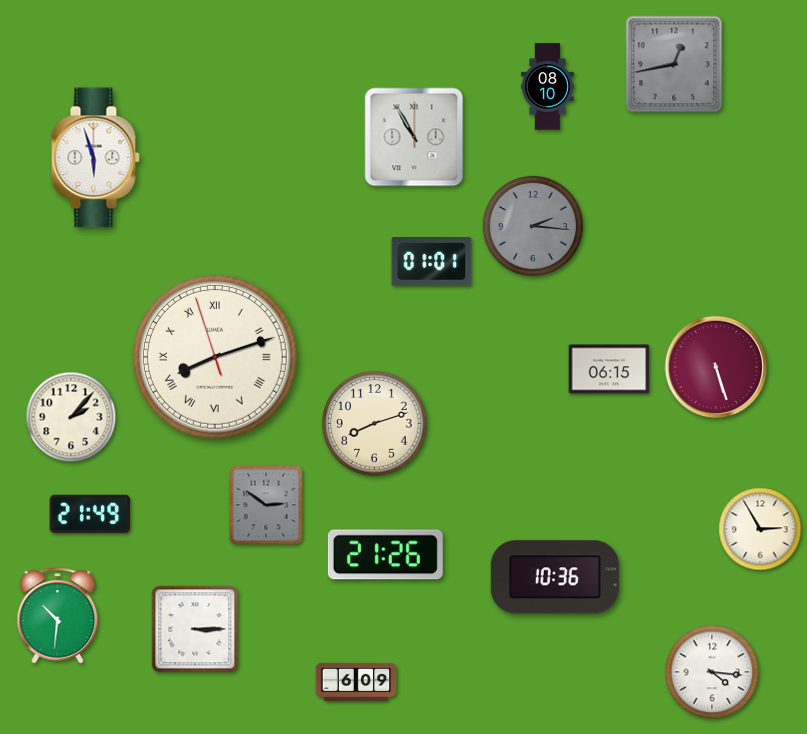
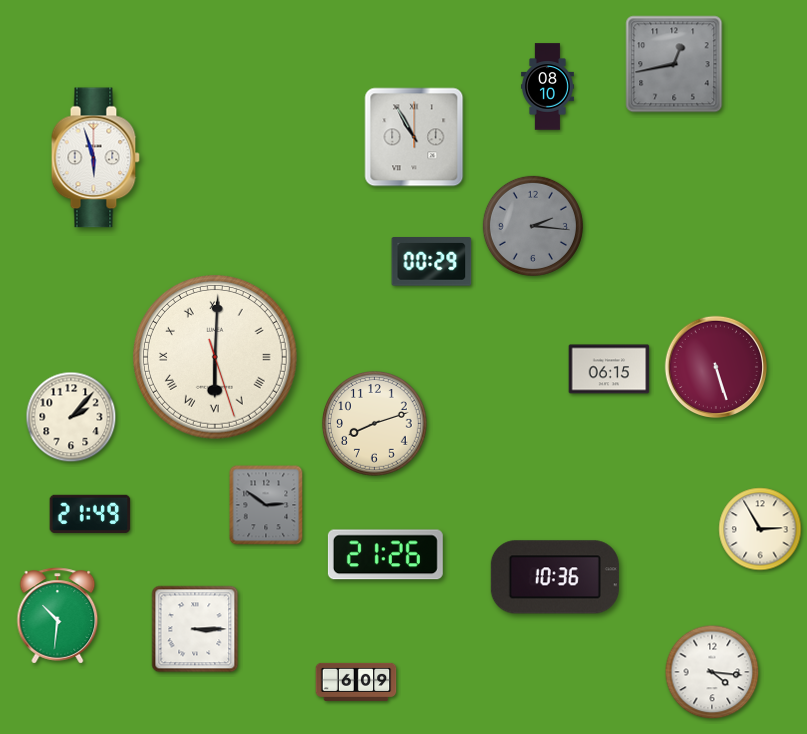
clock at (432, 262): 01:01 -> 00:29
clock at (215, 357): 8:11 -> 6:00
